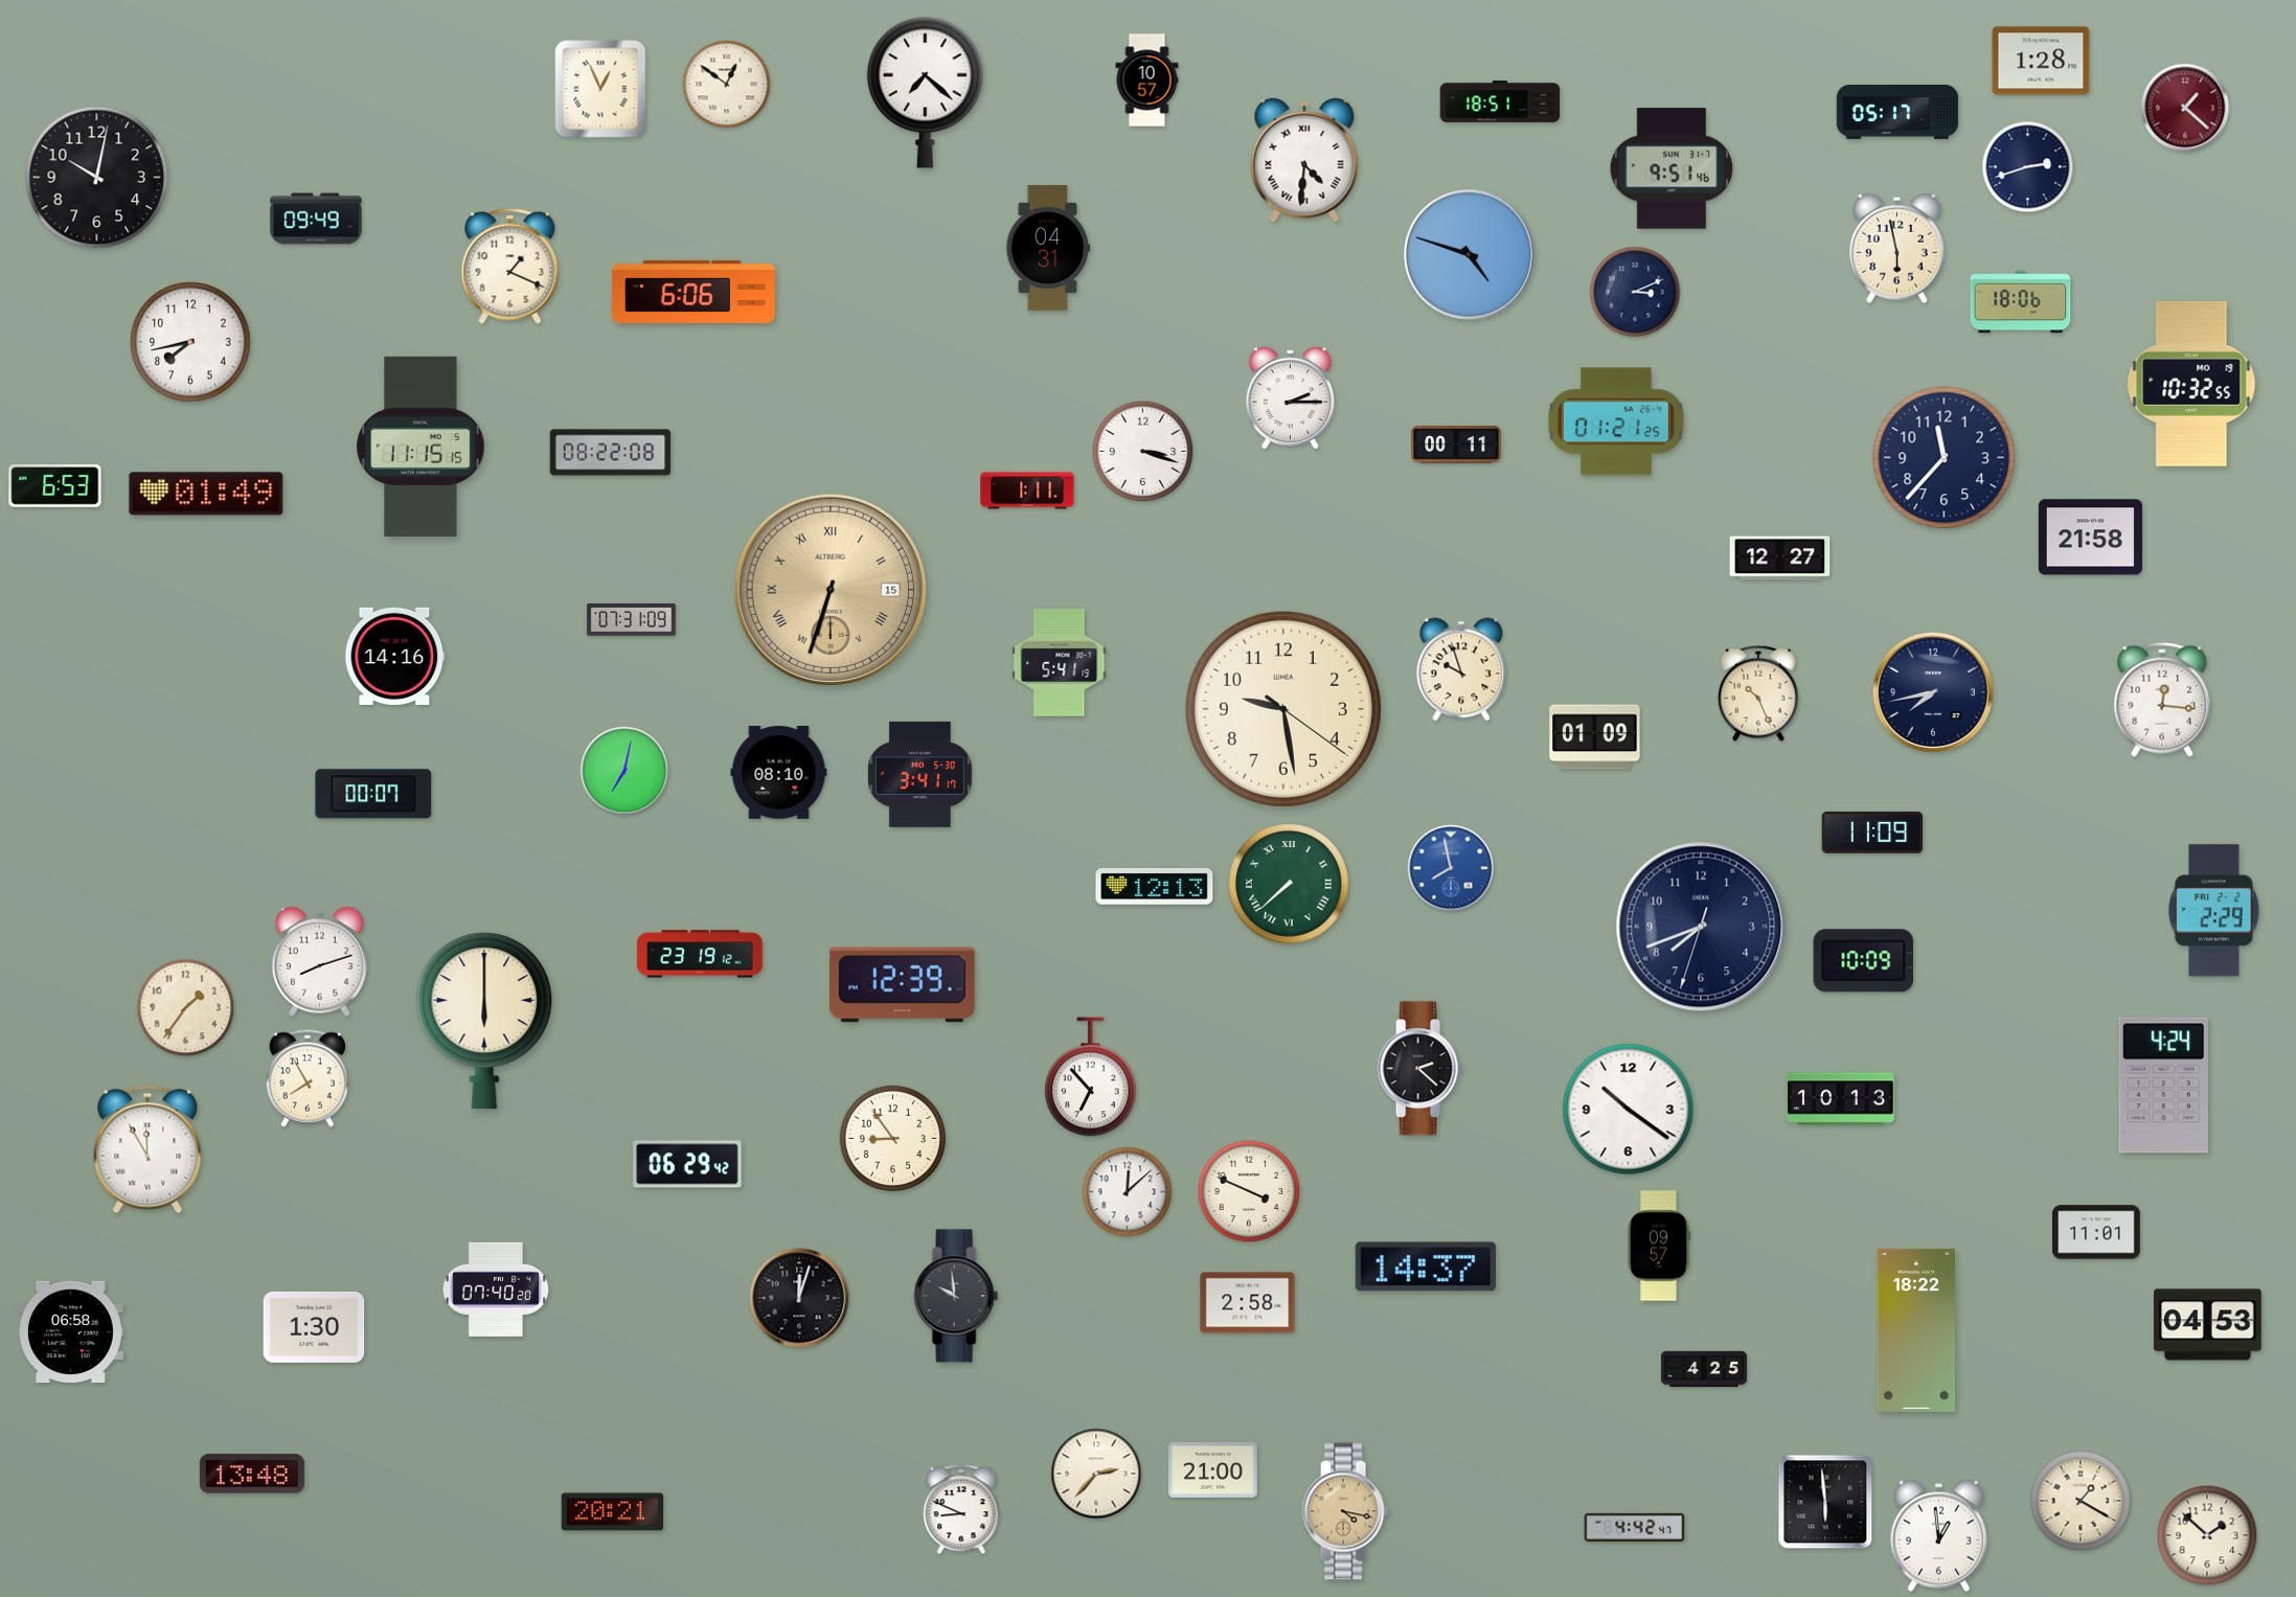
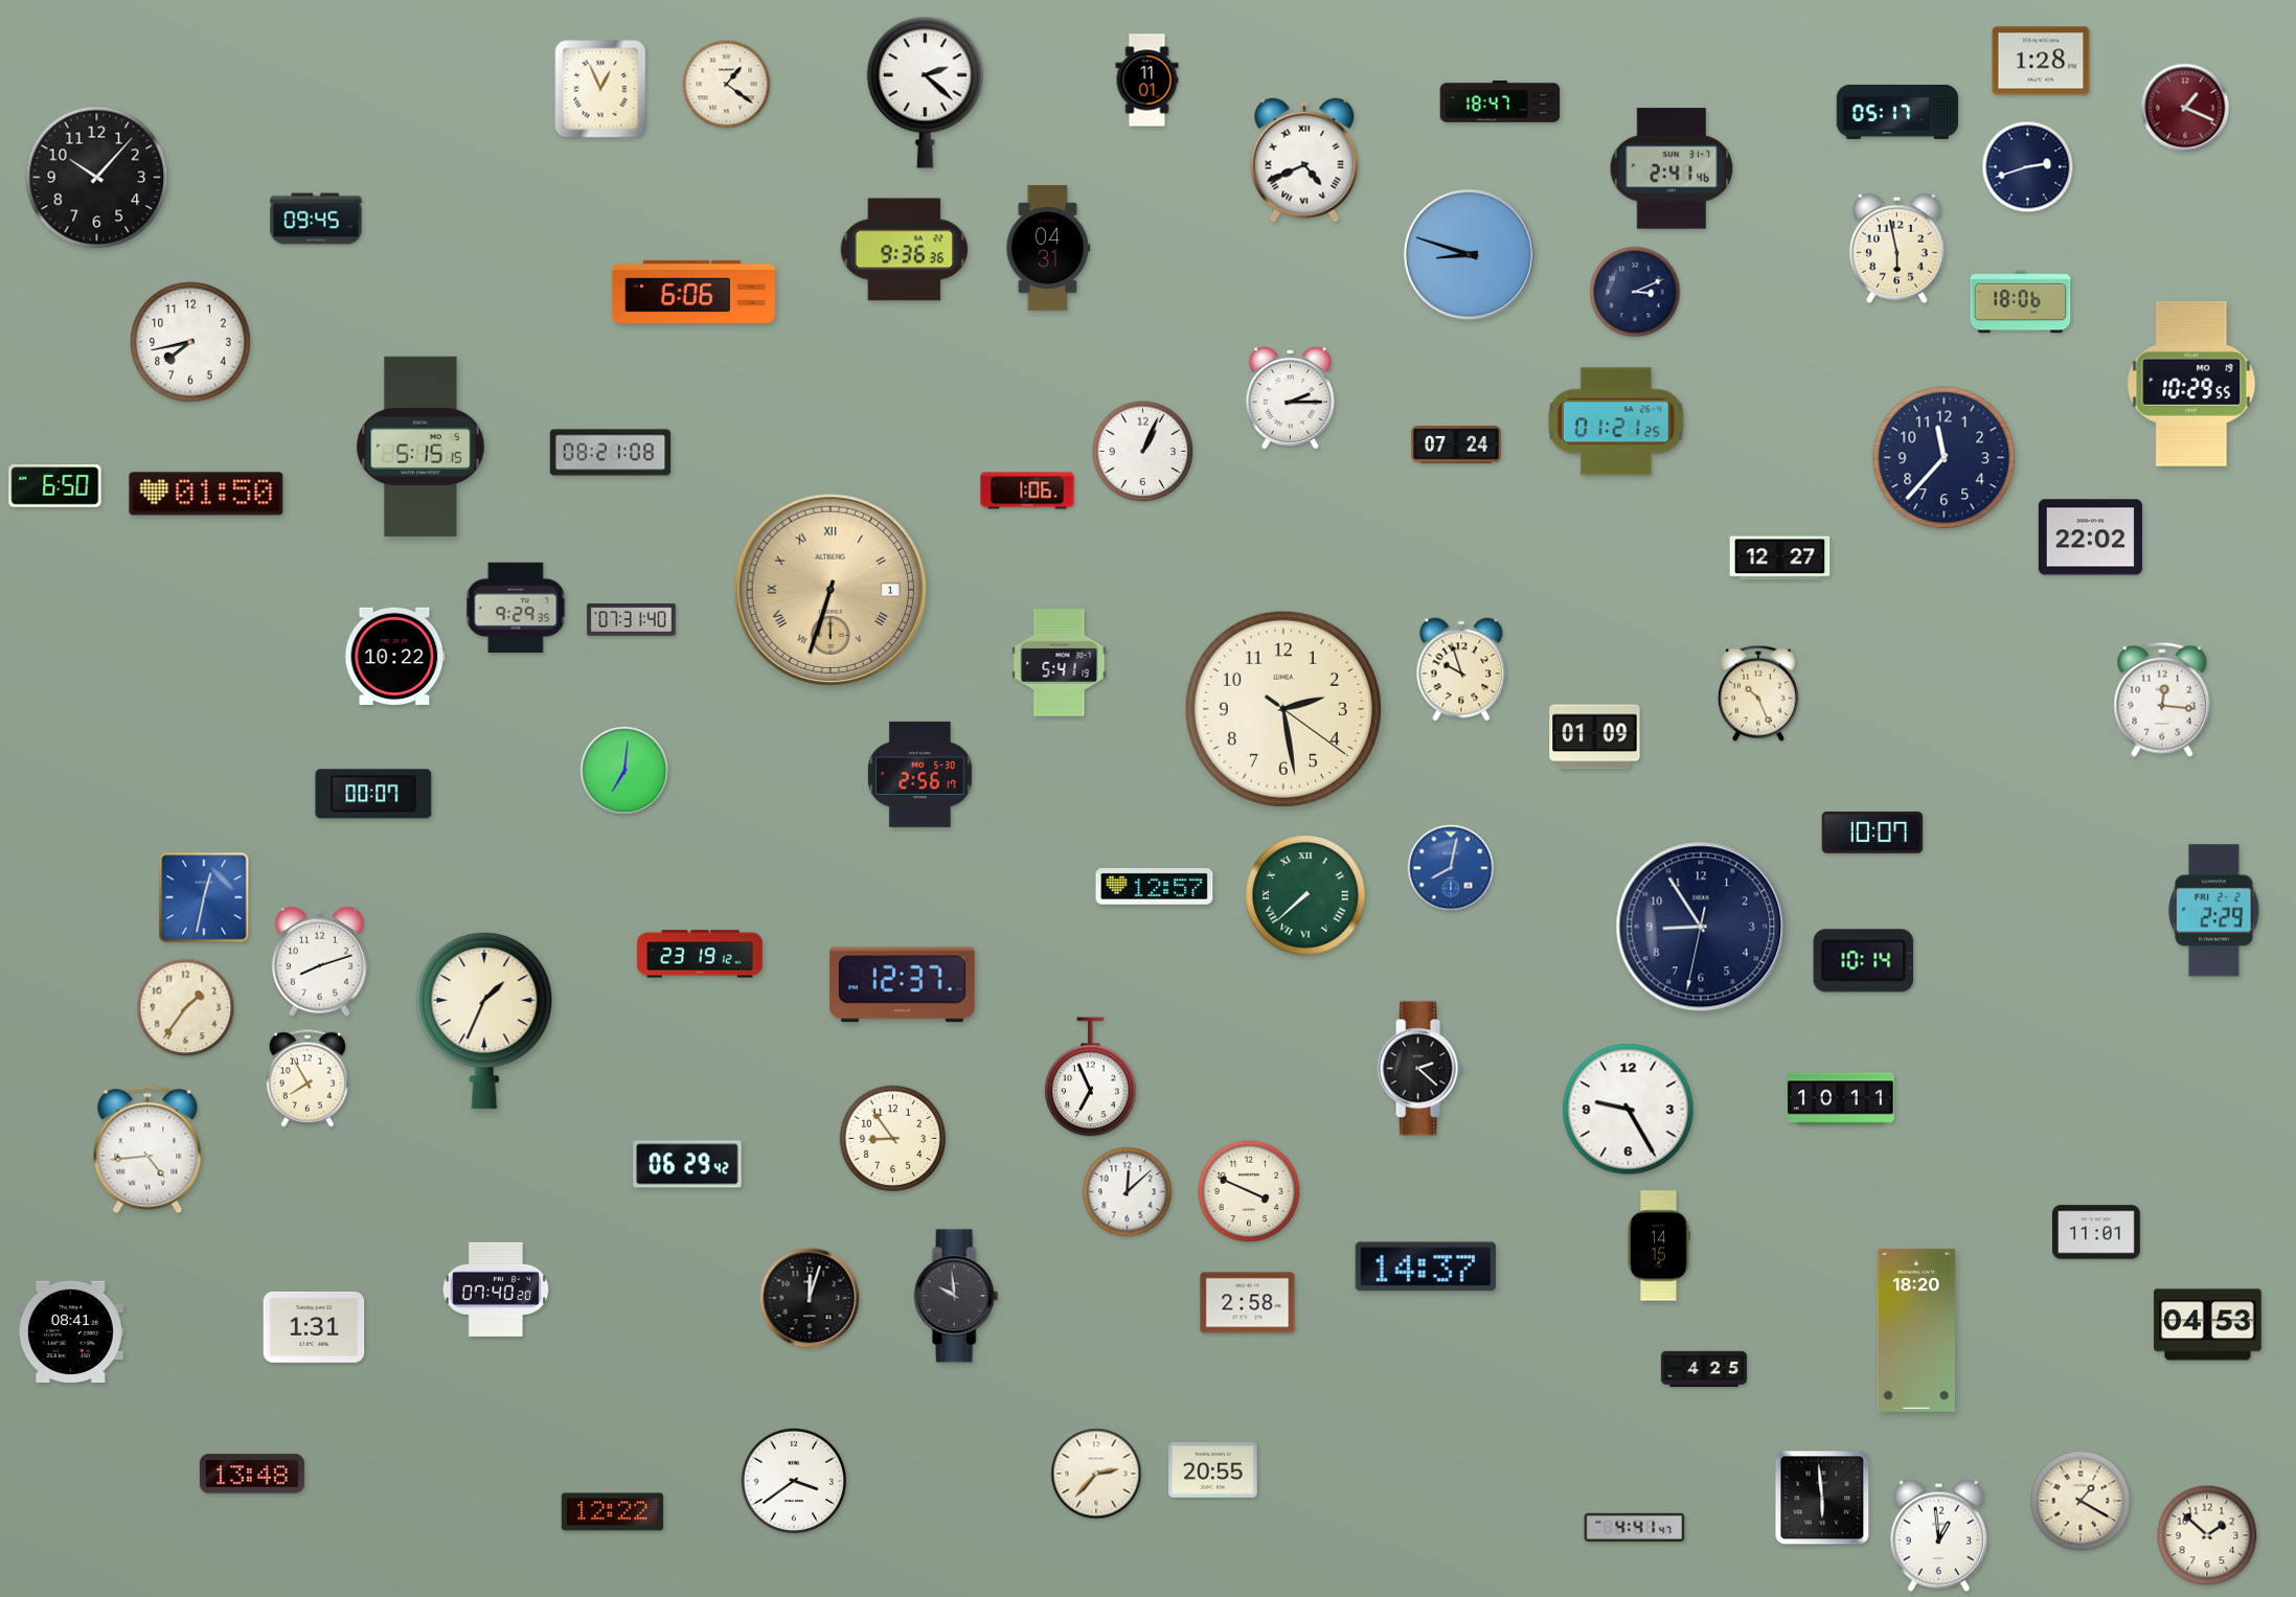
clock at (1147, 81): 10:57 -> 11:01
clock at (727, 85): 12:51 -> 1:21
clock at (925, 92): 7:22 -> 2:22
clock at (1500, 102): 18:51 -> 18:47
clock at (2185, 108): 1:22 -> 1:19
clock at (1304, 160): 4:31 -> 4:41
clock at (1672, 168): 9:51 -> 2:41
clock at (97, 178): 10:02 -> 10:07
clock at (316, 219): 09:49 -> 09:45
clock at (904, 250): none -> 9:36
clock at (1469, 254): 4:48 -> 8:48
clock at (510, 266): 1:19 -> none
clock at (2191, 384): 10:32 -> 10:29
clock at (1456, 444): 00:11 -> 07:24
clock at (420, 447): 11:15 -> 5:15
clock at (1143, 452): 3:18 -> 1:04
clock at (611, 453): 08:22 -> 08:21
clock at (55, 486): 6:53 -> 6:50
clock at (1027, 490): 1:11 -> 1:06
clock at (206, 494): 01:49 -> 01:50
clock at (2090, 538): 21:58 -> 22:02
clock at (829, 589) date: 15 -> 1
clock at (516, 607): none -> 9:29
clock at (632, 620): 07:31:09 -> 07:31:40
clock at (395, 656): 14:16 -> 10:22
clock at (1933, 692): 7:43 -> none
clock at (1283, 709): 9:28 -> 2:28
clock at (624, 771): 7:02 -> 7:01
clock at (779, 773): 08:10 -> none
clock at (919, 774): 3:41 -> 2:56
clock at (1872, 832): 11:09 -> 10:07
clock at (1451, 868): 7:58 -> 8:02
clock at (1289, 884) position: (1289, 884) -> (1305, 895)
clock at (1155, 887): 12:13 -> 12:57
clock at (204, 897): none -> 12:32
clock at (1701, 927): 7:41 -> 8:54
clock at (1864, 961): 10:09 -> 10:14
clock at (902, 985): 12:39 -> 12:37
clock at (484, 1021): 6:00 -> 1:34
clock at (1091, 1077): 6:53 -> 6:56
clock at (2163, 1086): 4:24 -> none
clock at (1841, 1099): 10:13 -> 10:11
clock at (1629, 1110): 10:21 -> 9:25
clock at (147, 1149): 11:55 -> 4:44
clock at (1659, 1246): 09:57 -> 14:15
clock at (799, 1298) position: (799, 1298) -> (810, 1298)
clock at (314, 1327): 1:30 -> 1:31
clock at (1915, 1330): 18:22 -> 18:20
clock at (70, 1332): 06:58 -> 08:41
clock at (1213, 1469): 21:00 -> 20:55
clock at (794, 1481): none -> 3:39
clock at (1825, 1502) position: (1825, 1502) -> (1822, 1498)
clock at (961, 1509): 8:49 -> none
clock at (1345, 1511): 4:17 -> none
clock at (613, 1512): 20:21 -> 12:22
clock at (1635, 1527): 4:42 -> 4:41
